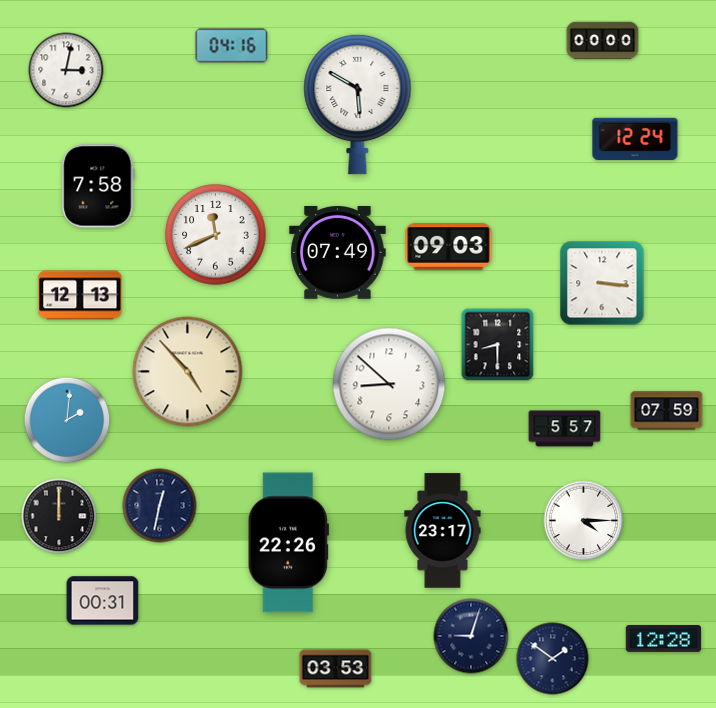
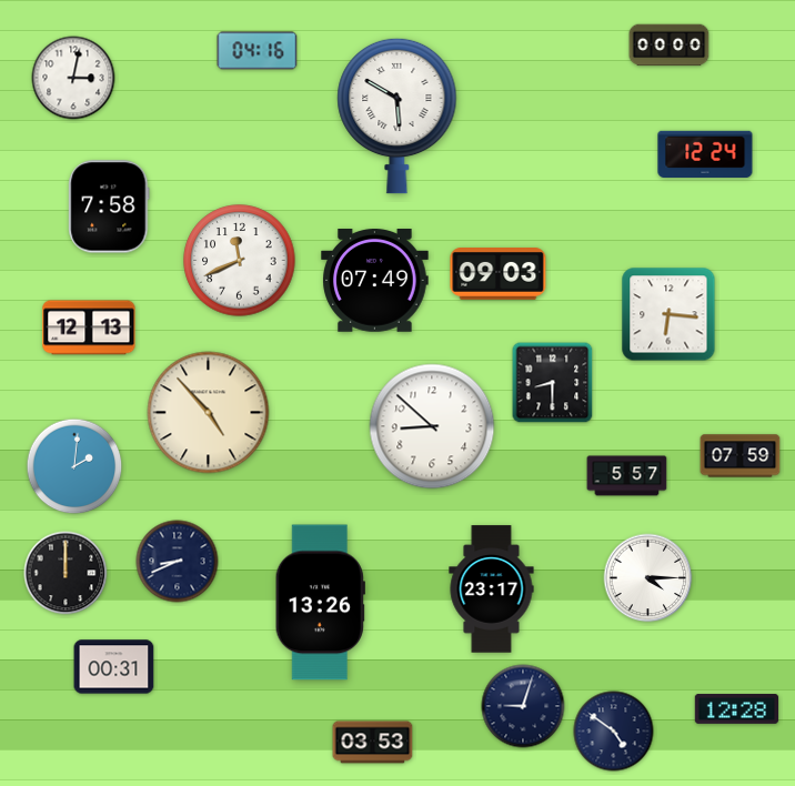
clock at (602, 283): 3:16 -> 6:16
clock at (160, 506): 12:32 -> 8:41
clock at (288, 543): 22:26 -> 13:26
clock at (553, 659): 1:51 -> 4:51
